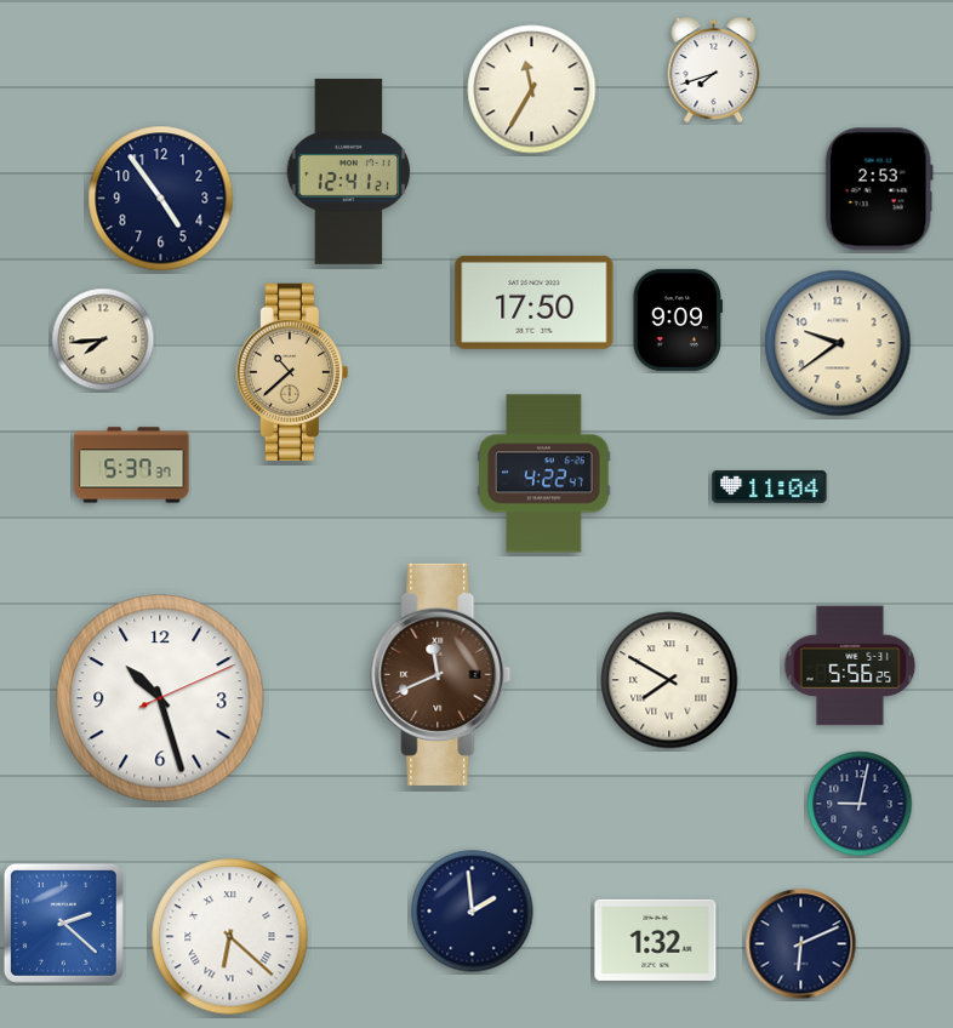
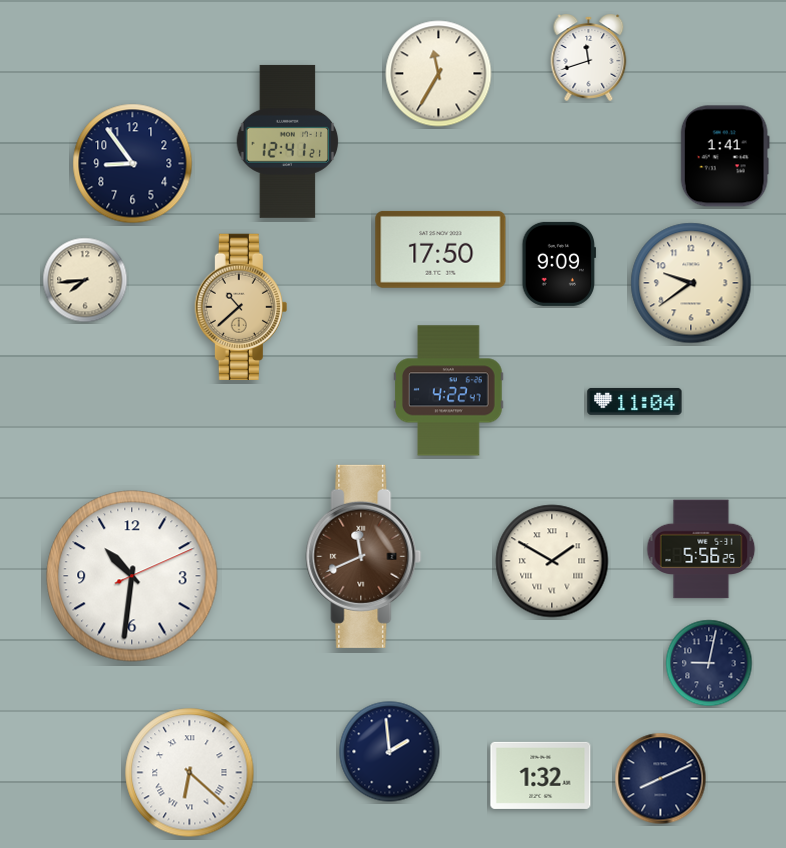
clock at (714, 69): 7:42 -> 11:42
clock at (879, 189): 2:53 -> 1:41
clock at (161, 199): 4:54 -> 8:54
clock at (132, 466): 5:37 -> none
clock at (669, 680): 7:50 -> 1:50
clock at (160, 698): 10:27 -> 10:31
clock at (63, 923): 2:22 -> none
clock at (801, 944): 6:11 -> 8:11
